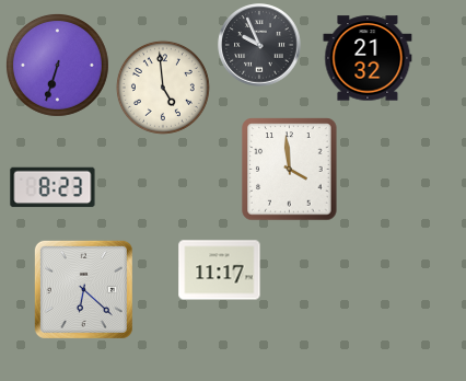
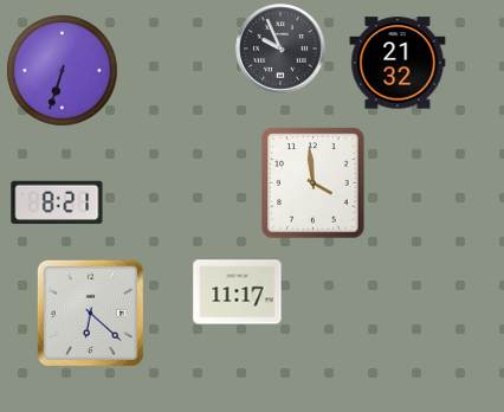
clock at (163, 88): 4:59 -> none
clock at (53, 187): 8:23 -> 8:21
